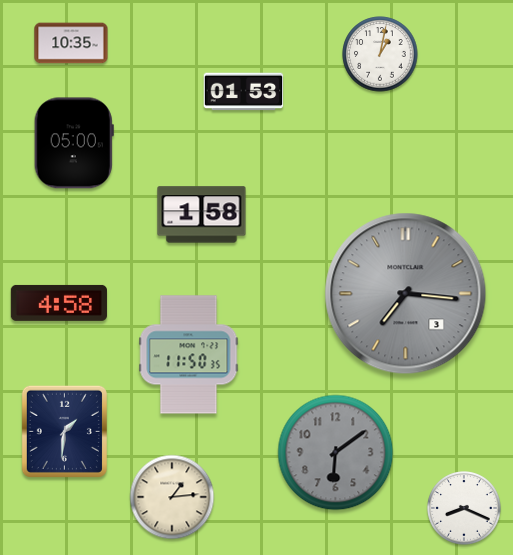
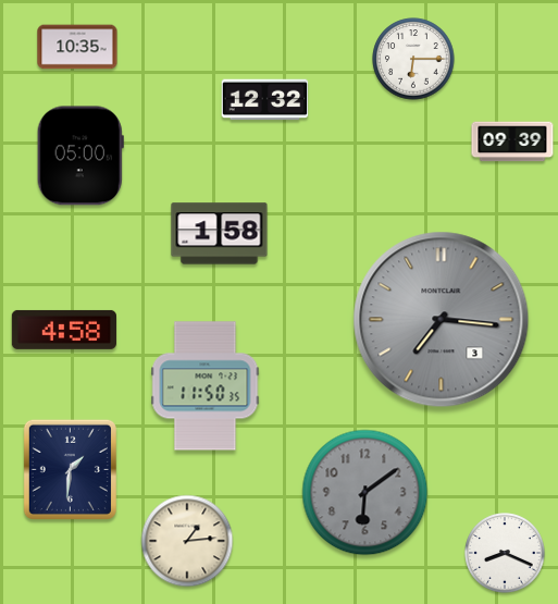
clock at (380, 54): 1:02 -> 6:15
clock at (244, 92): 01:53 -> 12:32
clock at (512, 141): none -> 09:39
